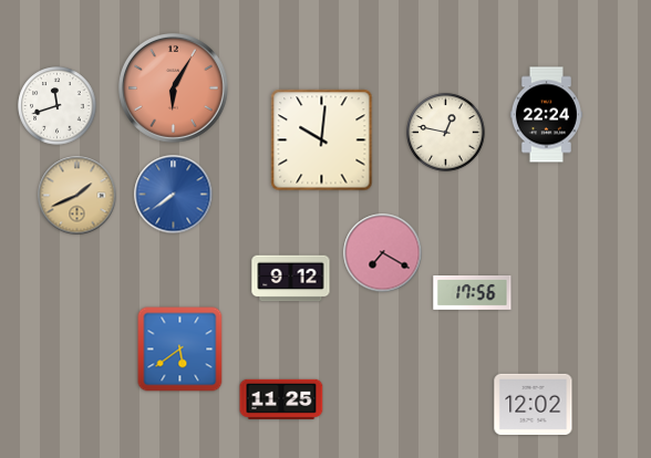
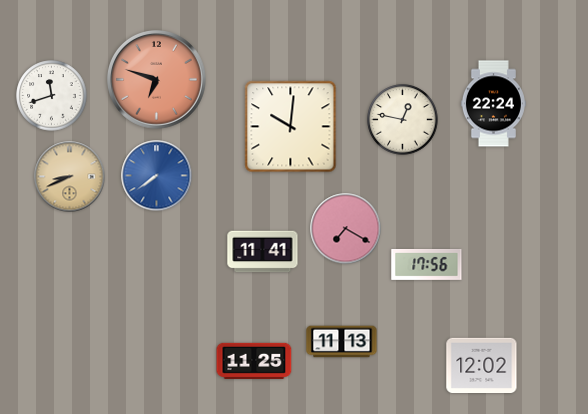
clock at (174, 89): 6:05 -> 6:48
clock at (77, 196): 1:41 -> 8:41
clock at (291, 279): 9:12 -> 11:41
clock at (180, 350): 5:39 -> none
clock at (342, 342): none -> 11:13
